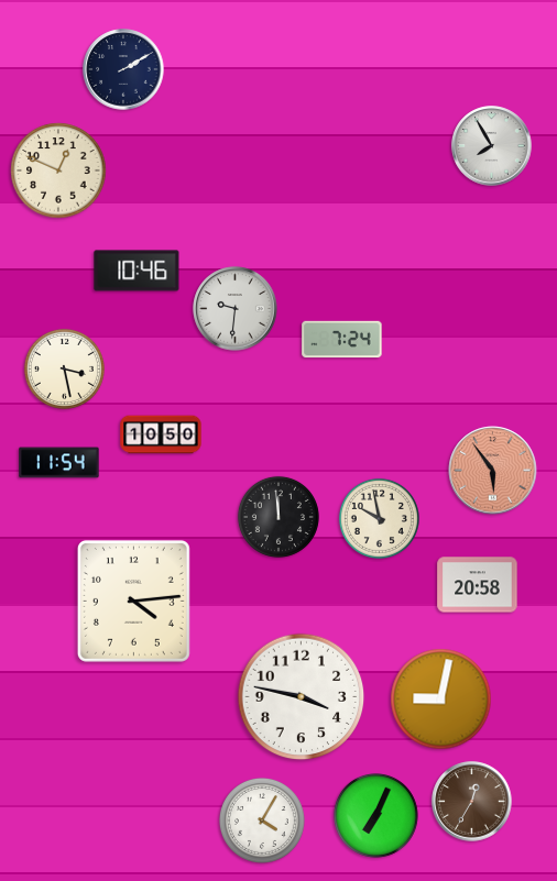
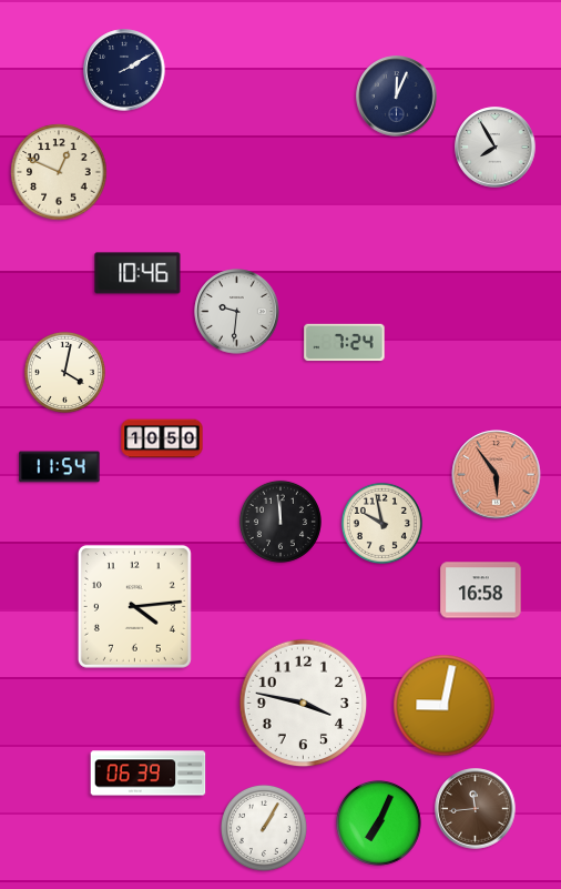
clock at (397, 97): none -> 12:04
clock at (64, 368): 3:28 -> 4:02
clock at (478, 585): 20:58 -> 16:58
clock at (149, 774): none -> 06:39
clock at (472, 802): 12:35 -> 11:44
clock at (262, 821): 4:05 -> 1:05
